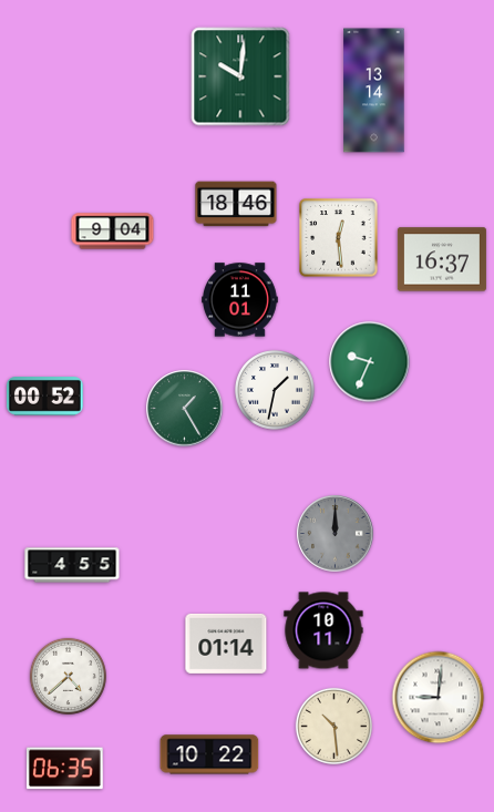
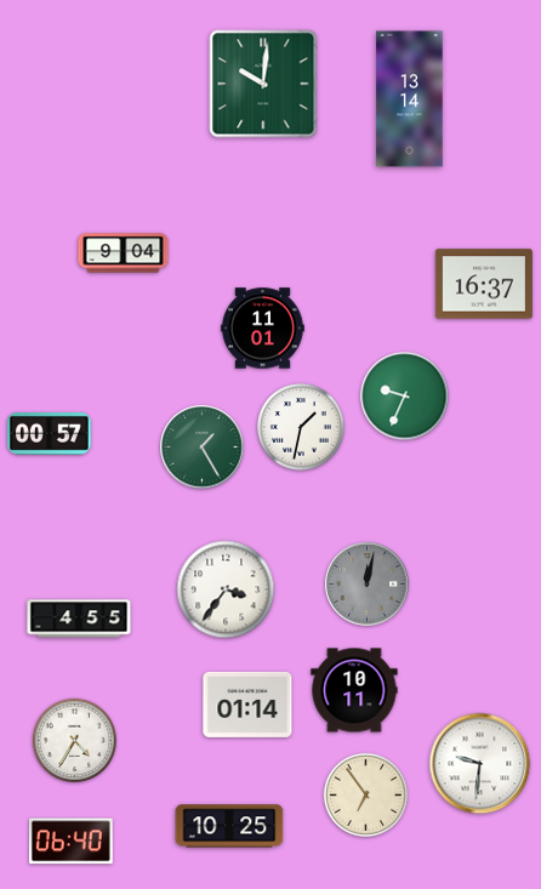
clock at (236, 204): 18:46 -> none
clock at (339, 238): 12:29 -> none
clock at (45, 397): 00:52 -> 00:57
clock at (336, 534): 12:00 -> 12:02
clock at (226, 589): none -> 3:36
clock at (68, 676): 4:38 -> 4:35
clock at (439, 698): 9:01 -> 9:31
clock at (333, 726): 10:29 -> 6:54
clock at (209, 754): 10:22 -> 10:25
clock at (64, 769): 06:35 -> 06:40
